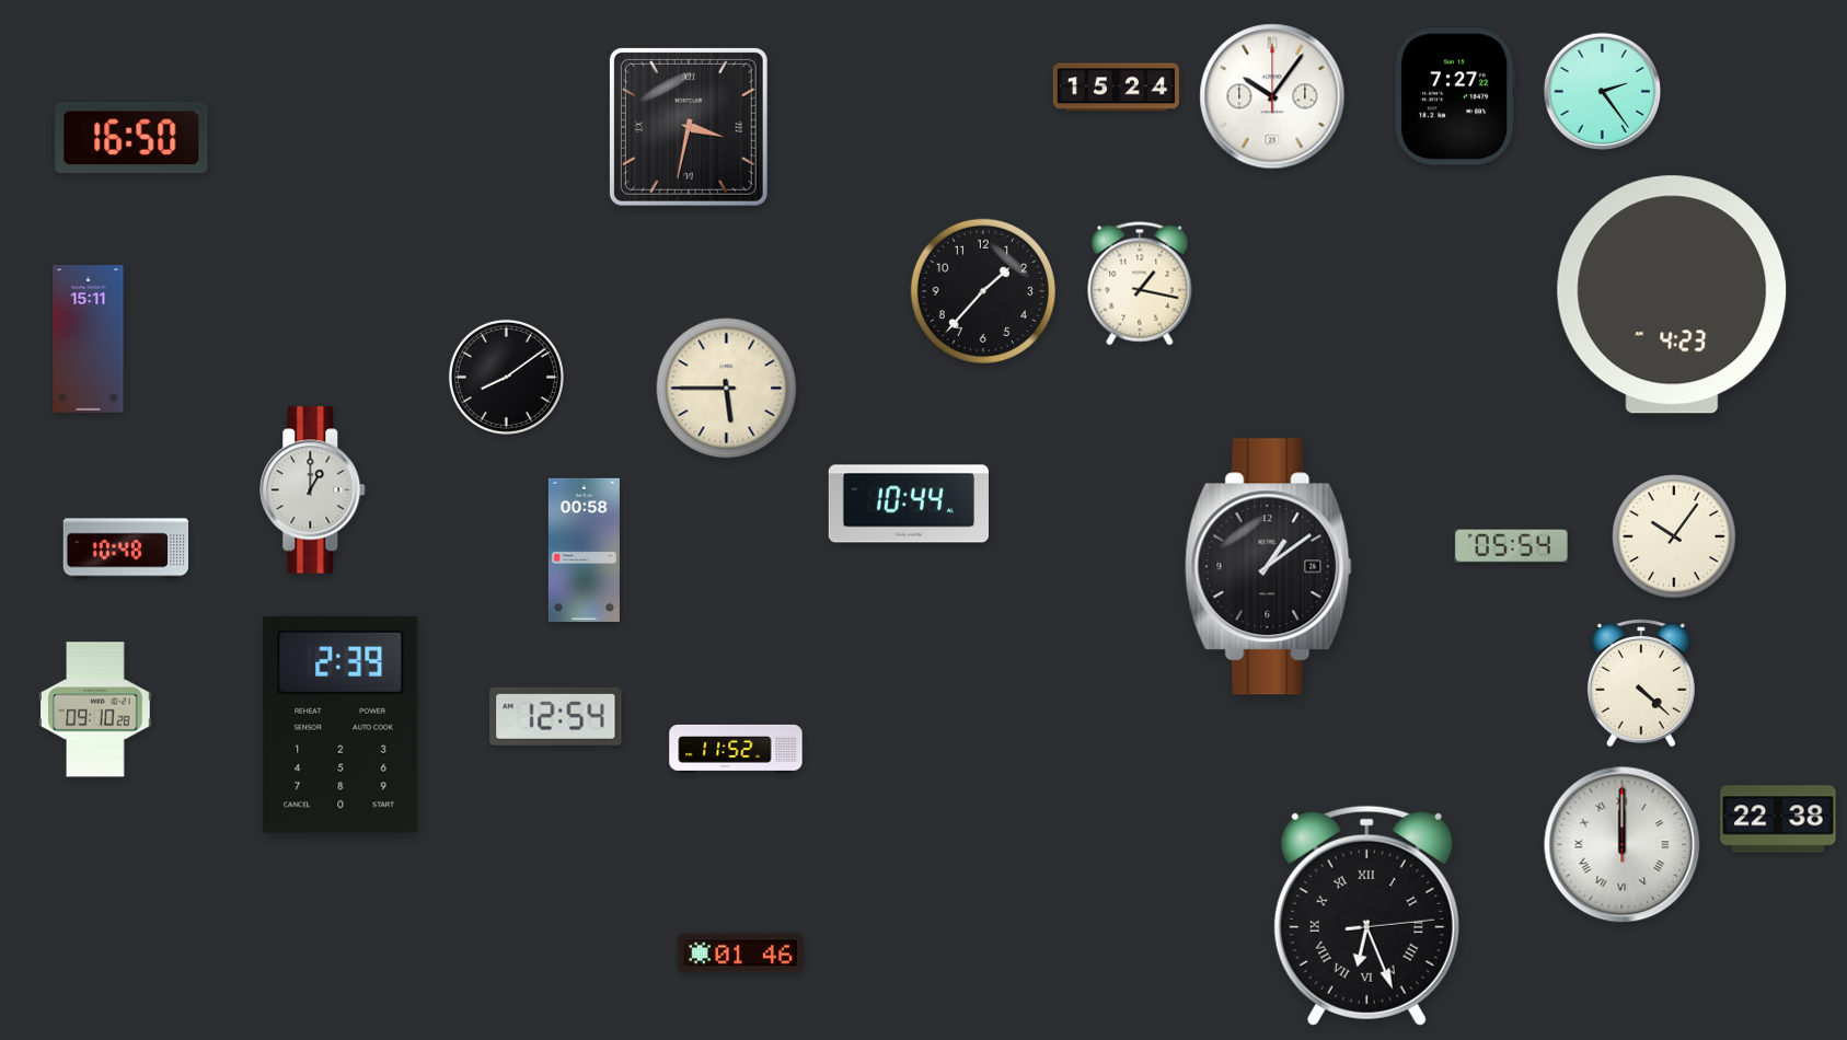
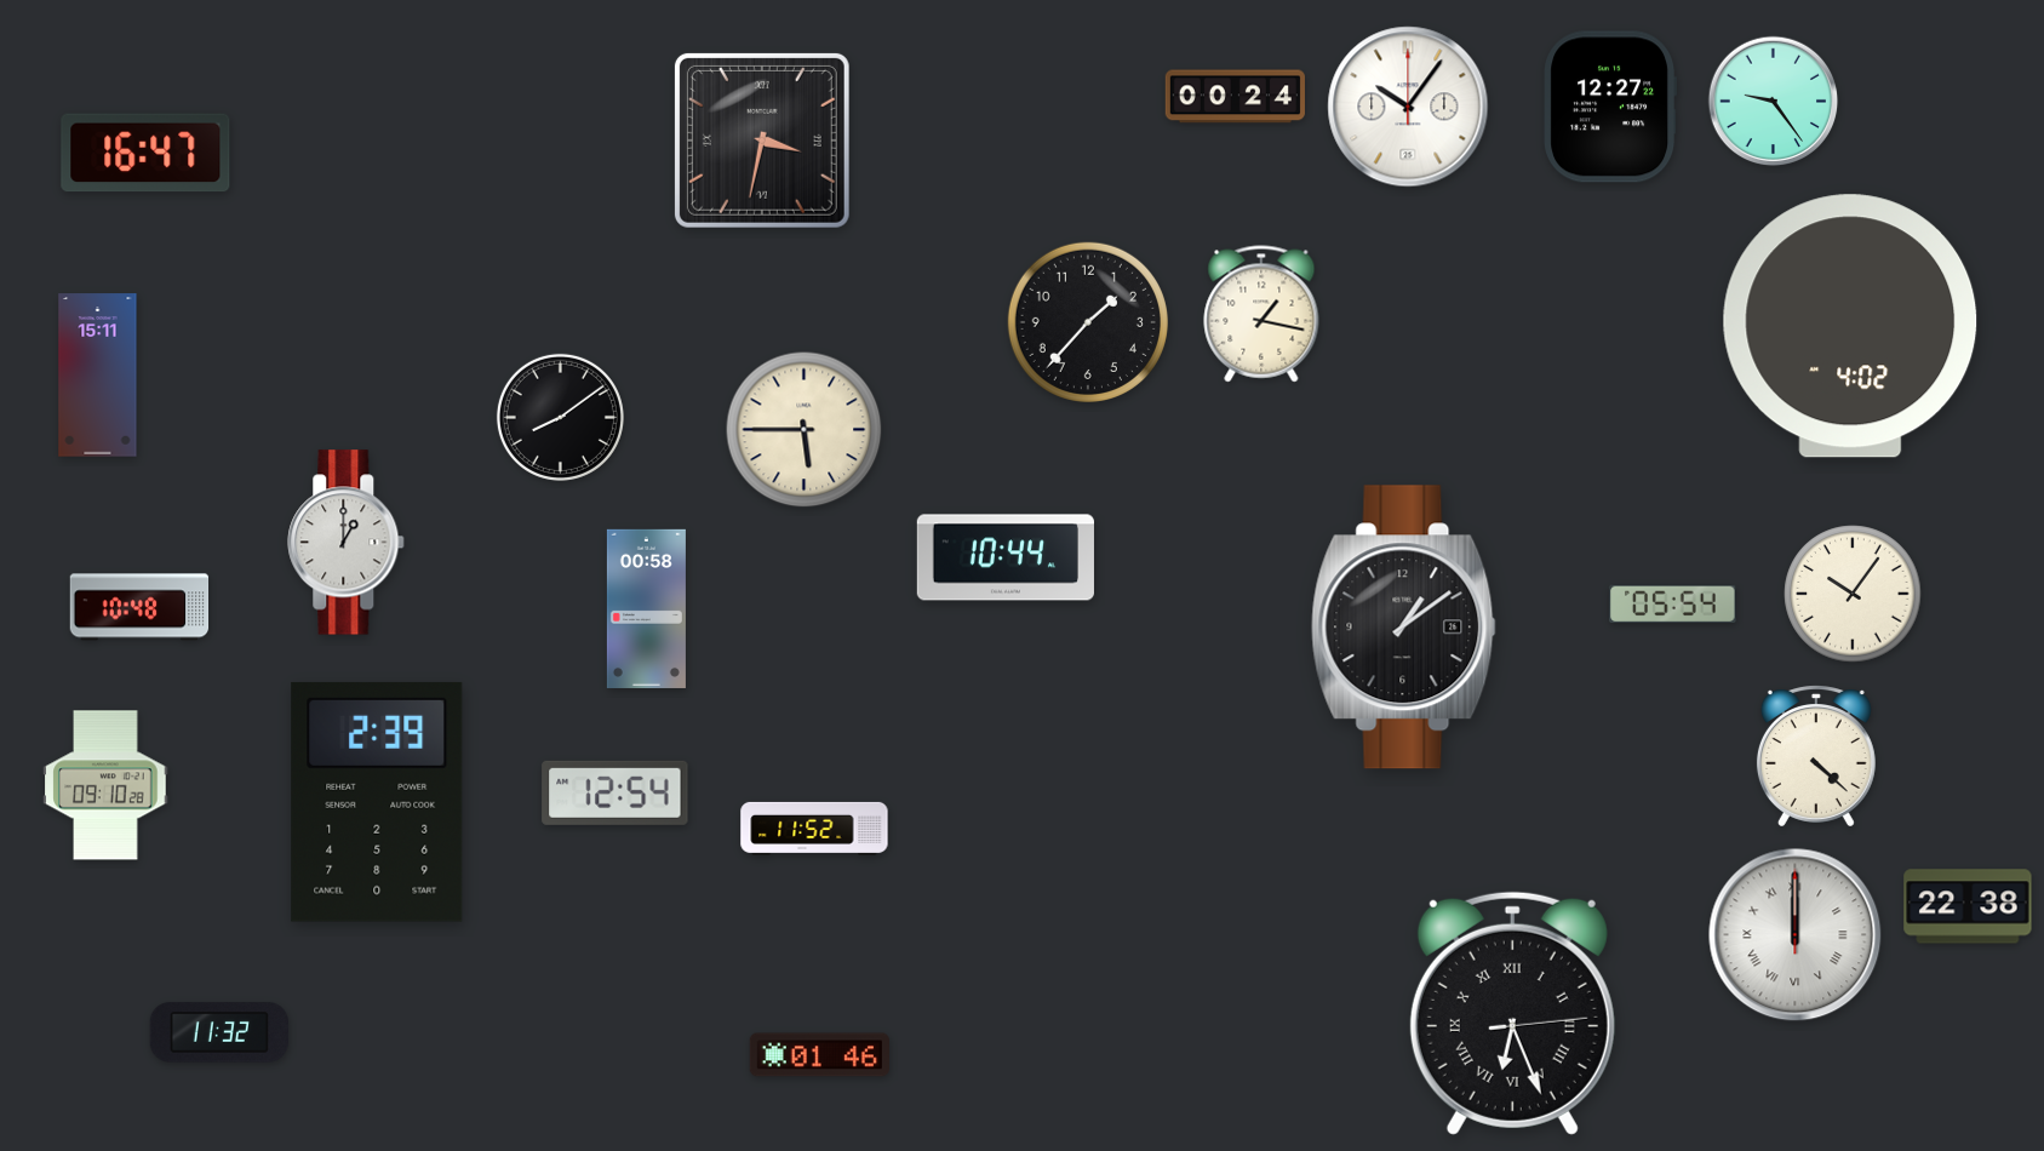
clock at (1116, 88): 15:24 -> 00:24
clock at (1603, 92): 2:24 -> 9:24
clock at (1455, 96): 7:27 -> 12:27
clock at (131, 138): 16:50 -> 16:47
clock at (1672, 294): 4:23 -> 4:02
clock at (218, 1032): none -> 11:32
